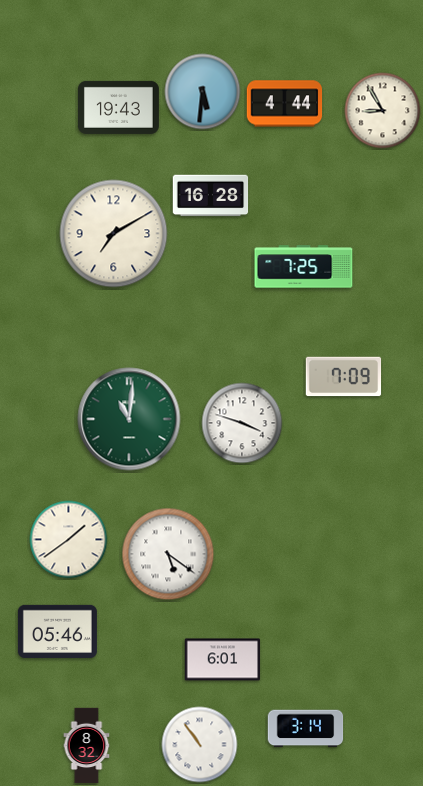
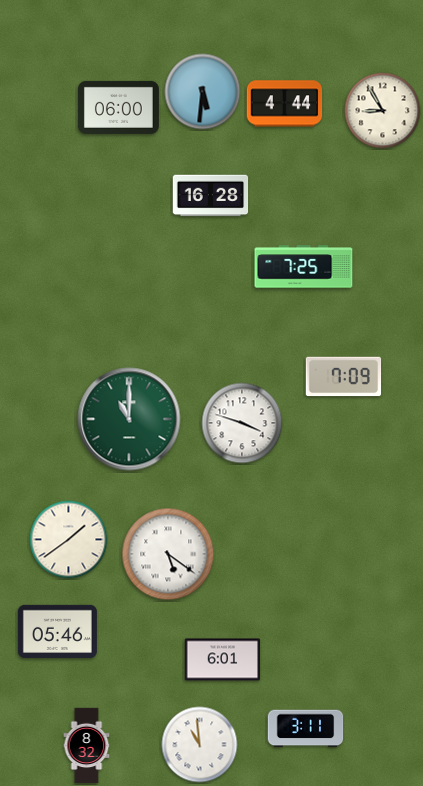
clock at (118, 107): 19:43 -> 06:00
clock at (114, 234): 7:10 -> none
clock at (129, 419): 11:01 -> 11:00
clock at (306, 729): 3:14 -> 3:11
clock at (200, 745): 10:54 -> 10:59
